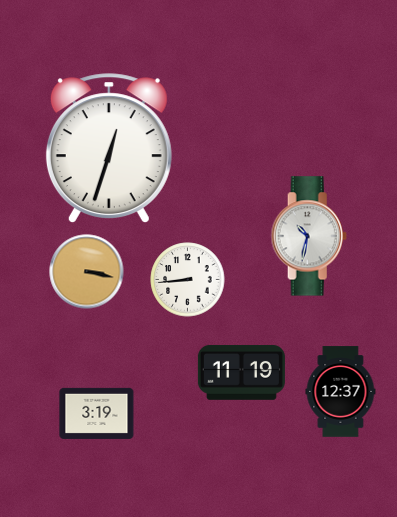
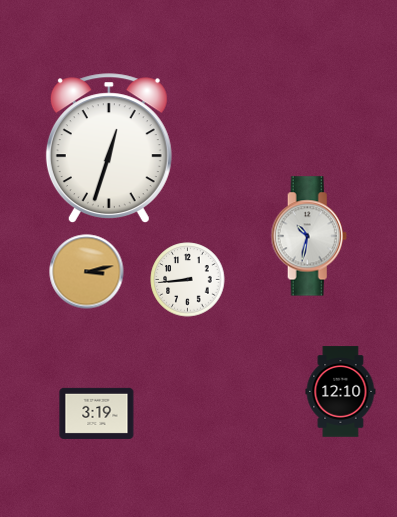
clock at (87, 272): 3:17 -> 3:13
clock at (241, 372): 11:19 -> none
clock at (341, 392): 12:37 -> 12:10
